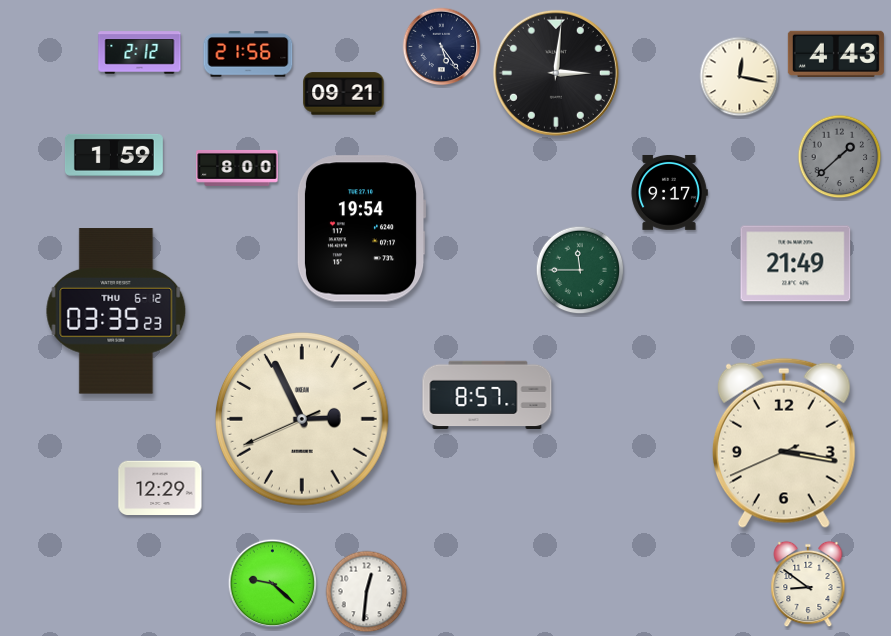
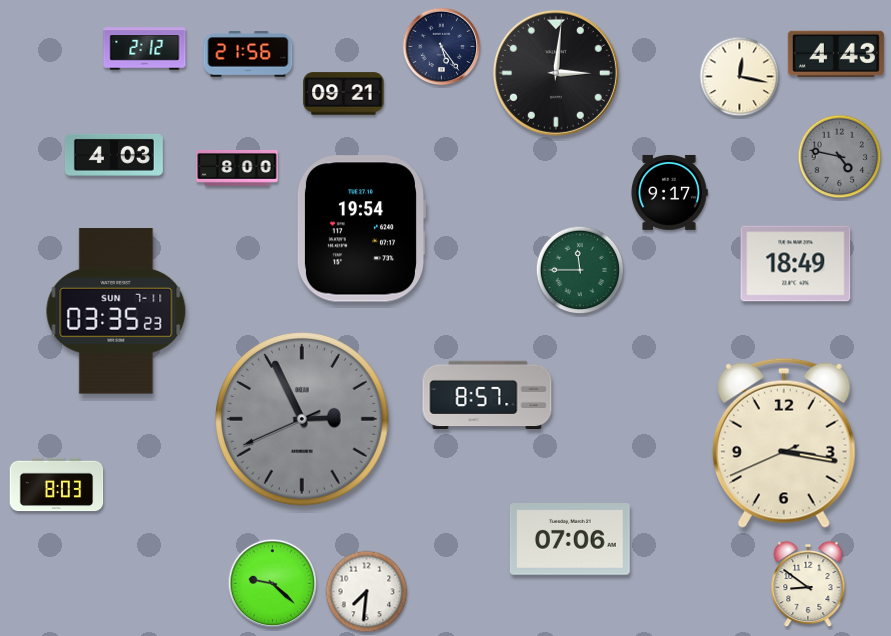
clock at (140, 53) position: (140, 53) -> (145, 49)
clock at (114, 155): 1:59 -> 4:03
clock at (840, 157): 1:38 -> 4:47
clock at (796, 264): 21:49 -> 18:49
clock at (116, 311) date: THU 6-12 -> SUN 7-11
clock at (303, 420) dial: cream -> grey
clock at (57, 485): none -> 8:03
clock at (160, 488): 12:29 -> none
clock at (570, 540): none -> 07:06
clock at (367, 592): 12:31 -> 7:31
